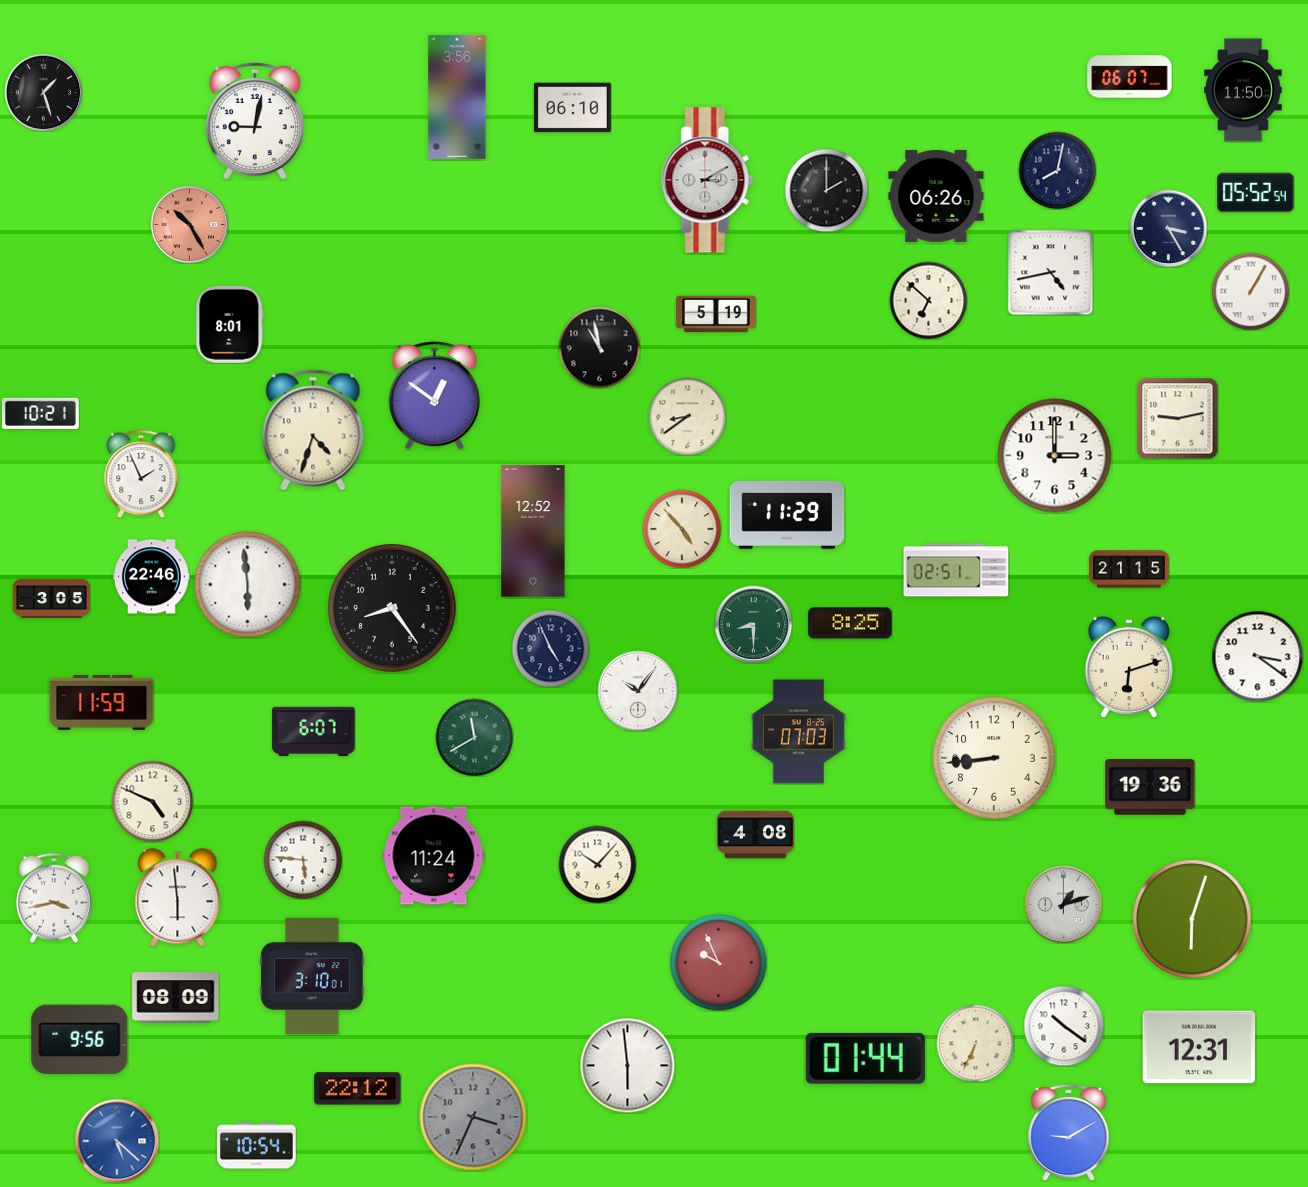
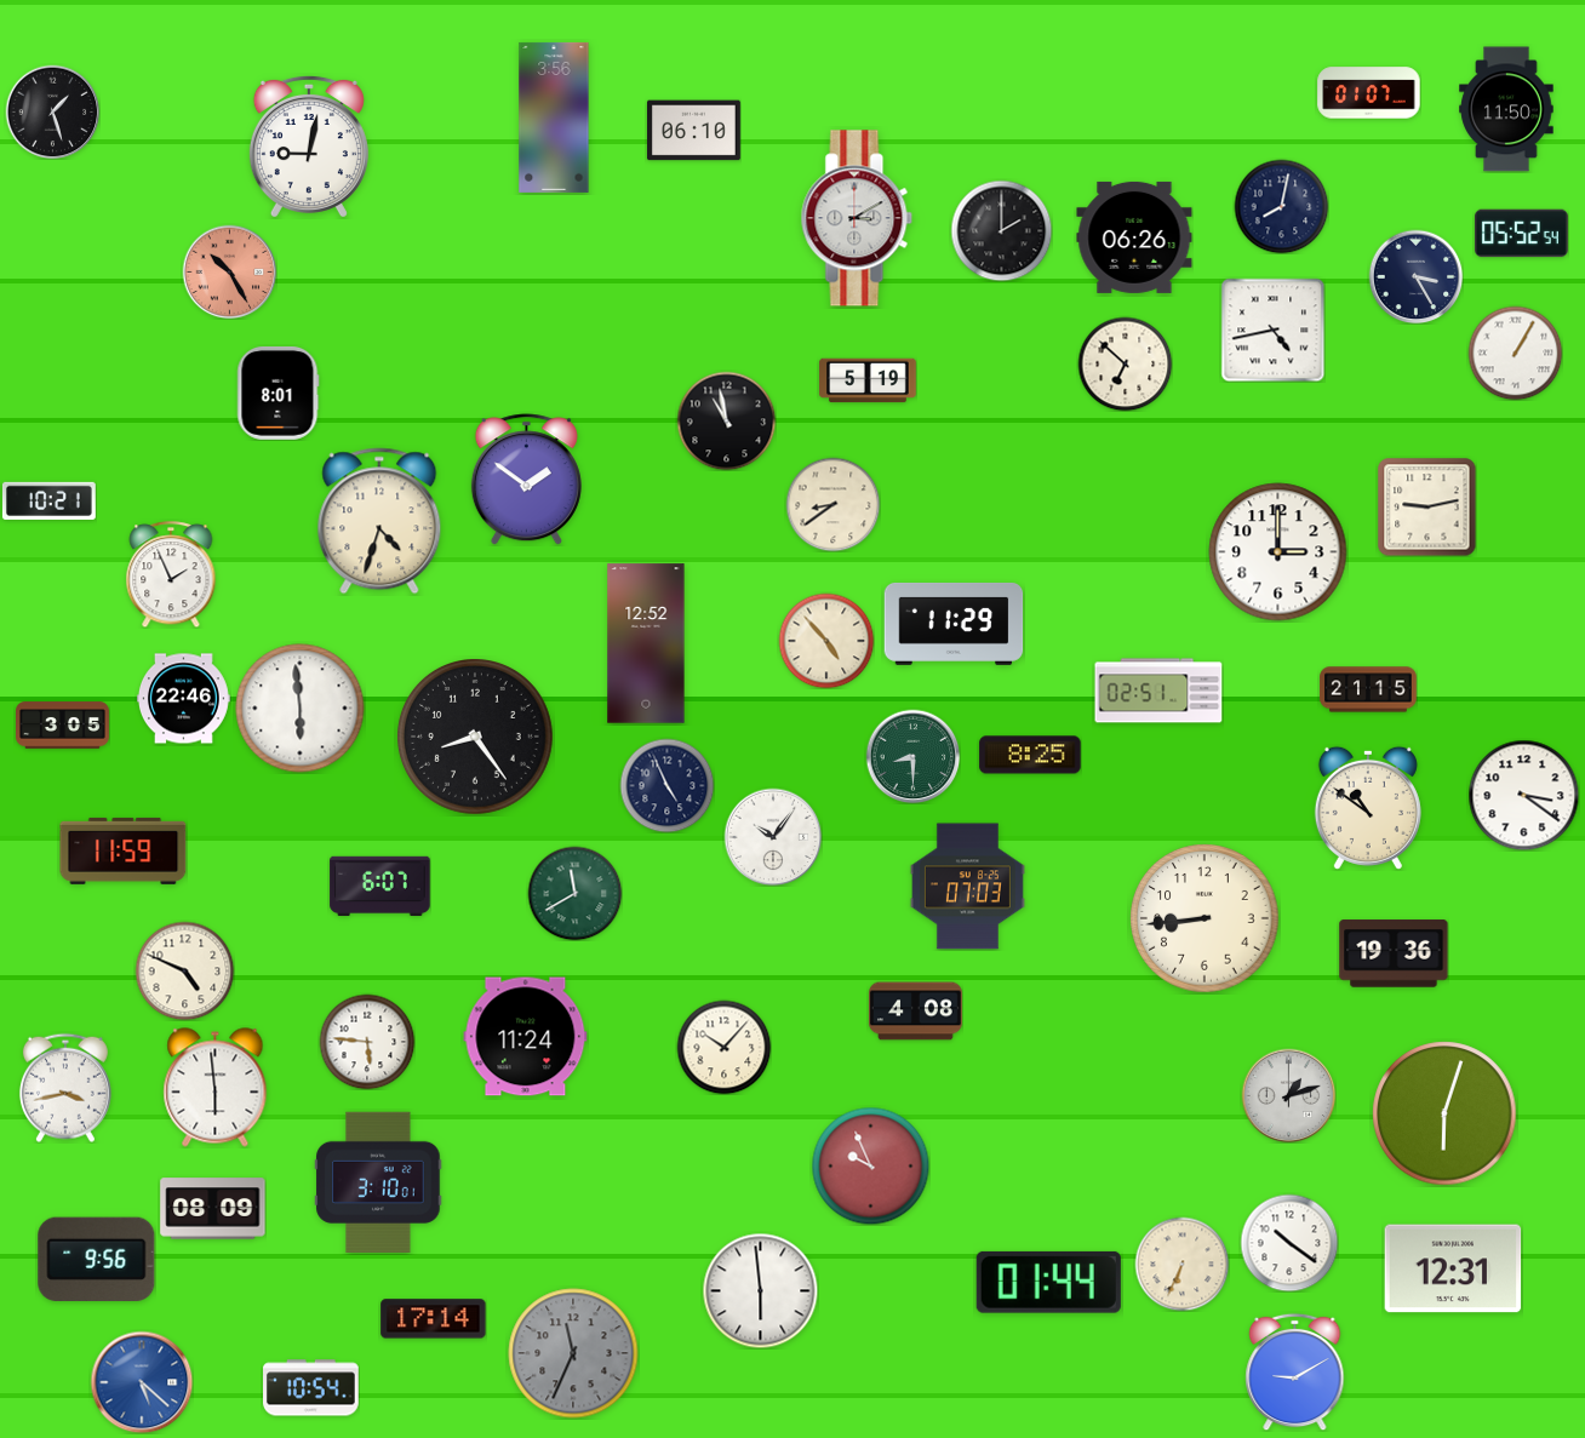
clock at (1130, 77): 06:07 -> 01:07
clock at (434, 396): 12:51 -> 1:51
clock at (1129, 667): 6:12 -> 10:51
clock at (358, 1089): 22:12 -> 17:14
clock at (473, 1117): 3:34 -> 11:34
